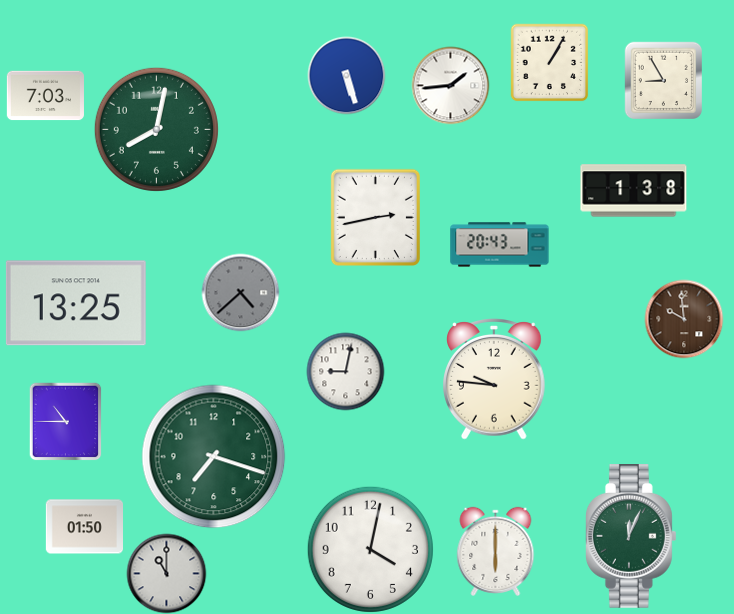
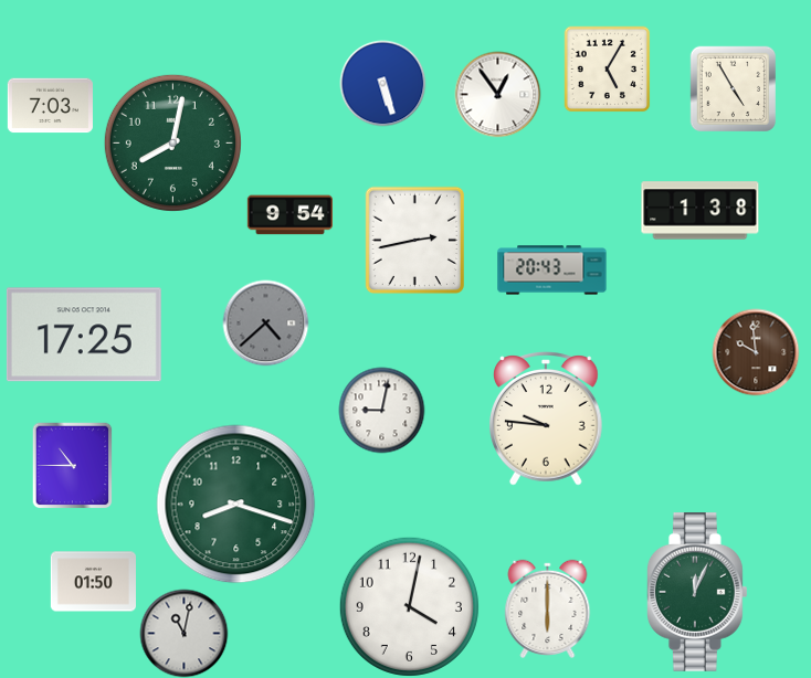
clock at (549, 62): 1:05 -> 5:05
clock at (663, 80): 8:55 -> 4:55
clock at (450, 85): 1:44 -> 12:54
clock at (289, 215): none -> 9:54
clock at (76, 303): 13:25 -> 17:25
clock at (214, 457): 7:18 -> 8:18
clock at (166, 573): 11:00 -> 11:02
